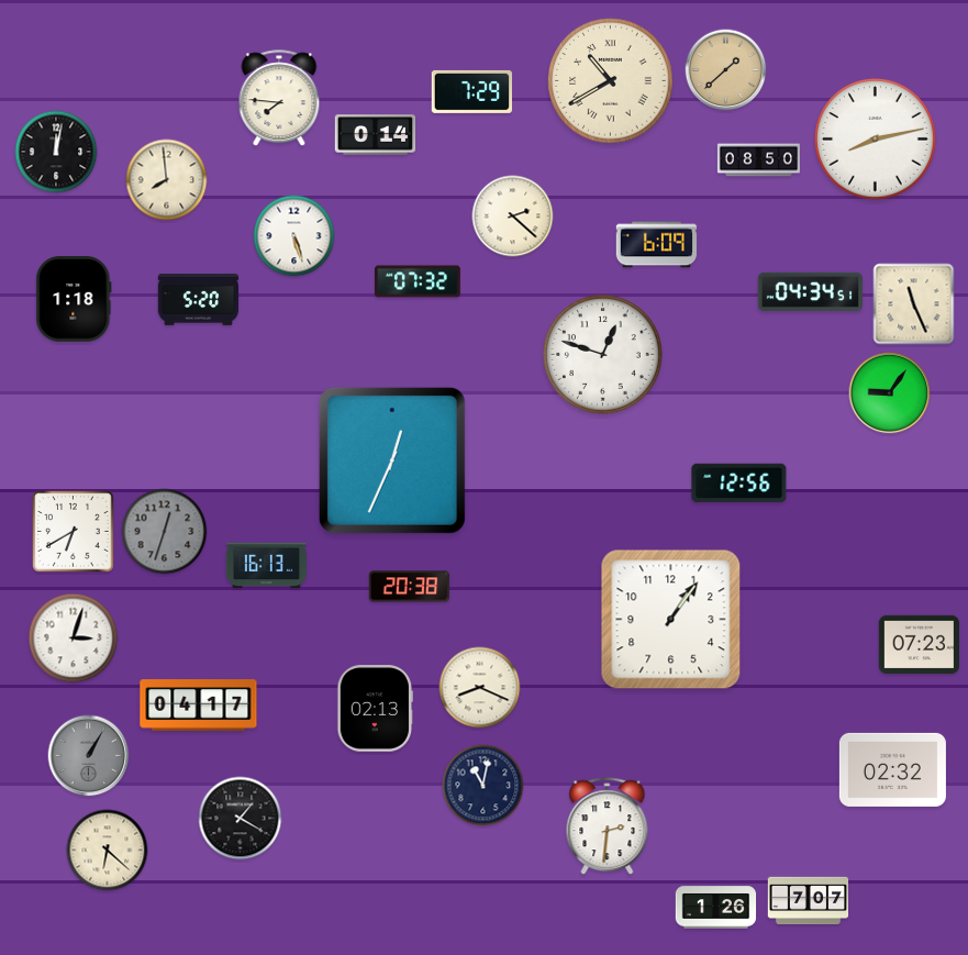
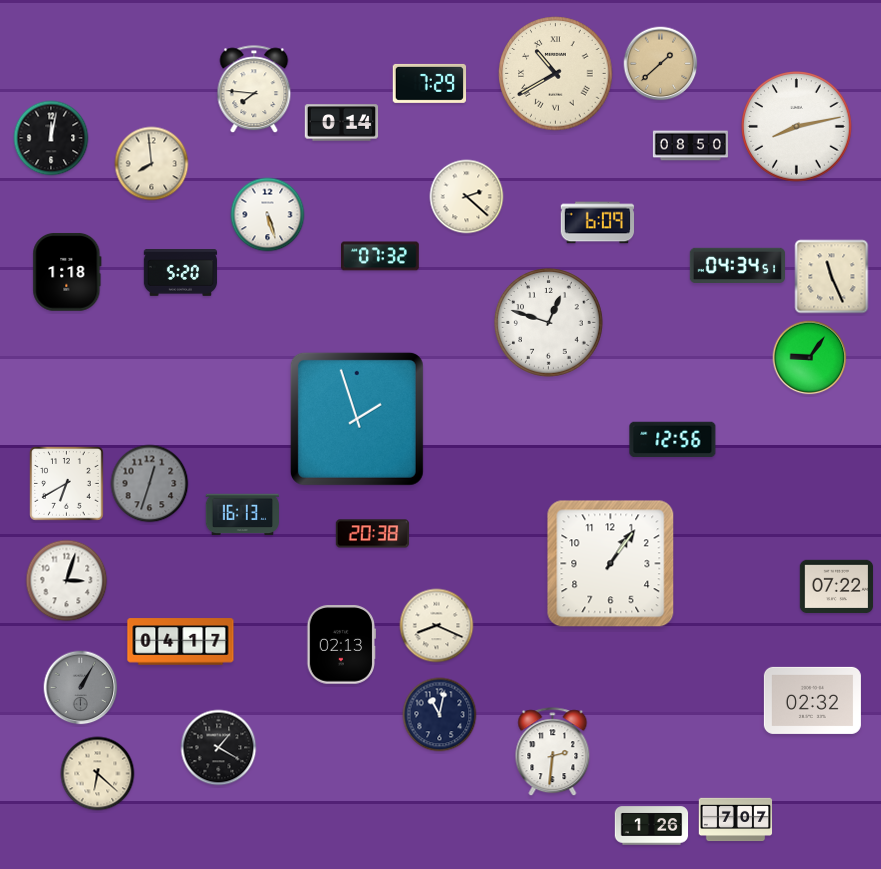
clock at (392, 460): 12:34 -> 1:57
clock at (920, 645): 07:23 -> 07:22
clock at (241, 819) position: (241, 819) -> (219, 748)
